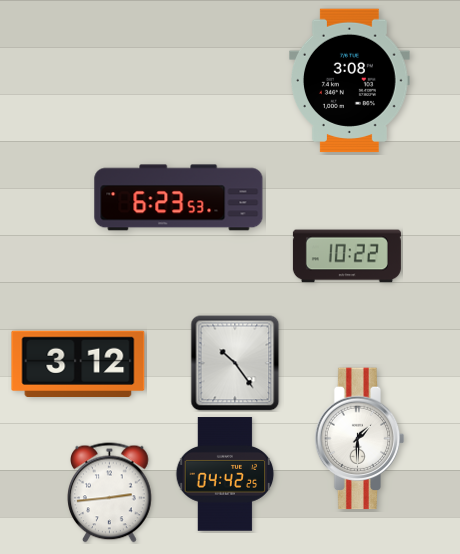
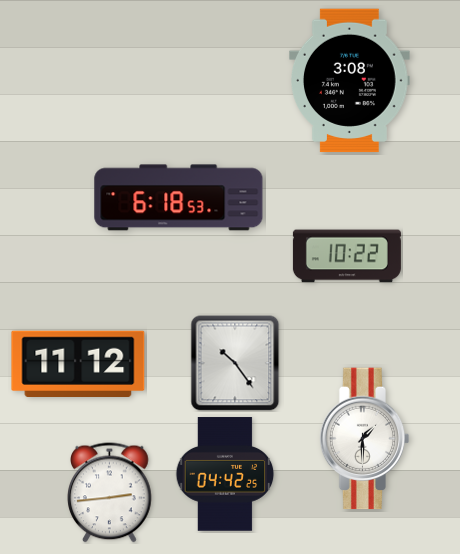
clock at (179, 198): 6:23 -> 6:18
clock at (78, 363): 3:12 -> 11:12
clock at (360, 439) position: (360, 439) -> (365, 439)
